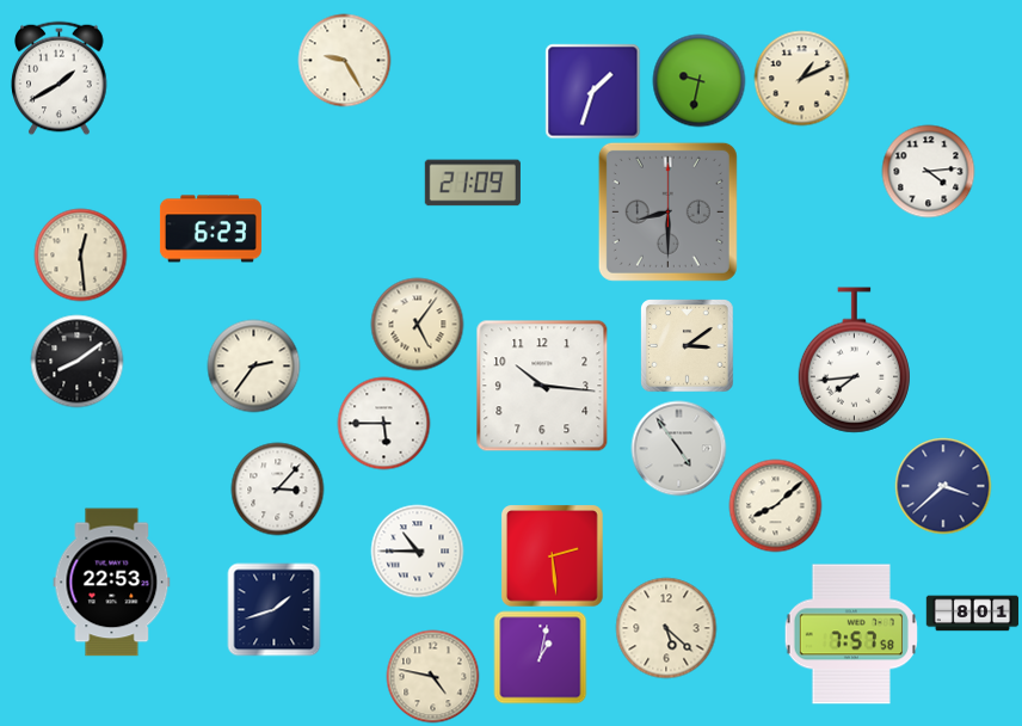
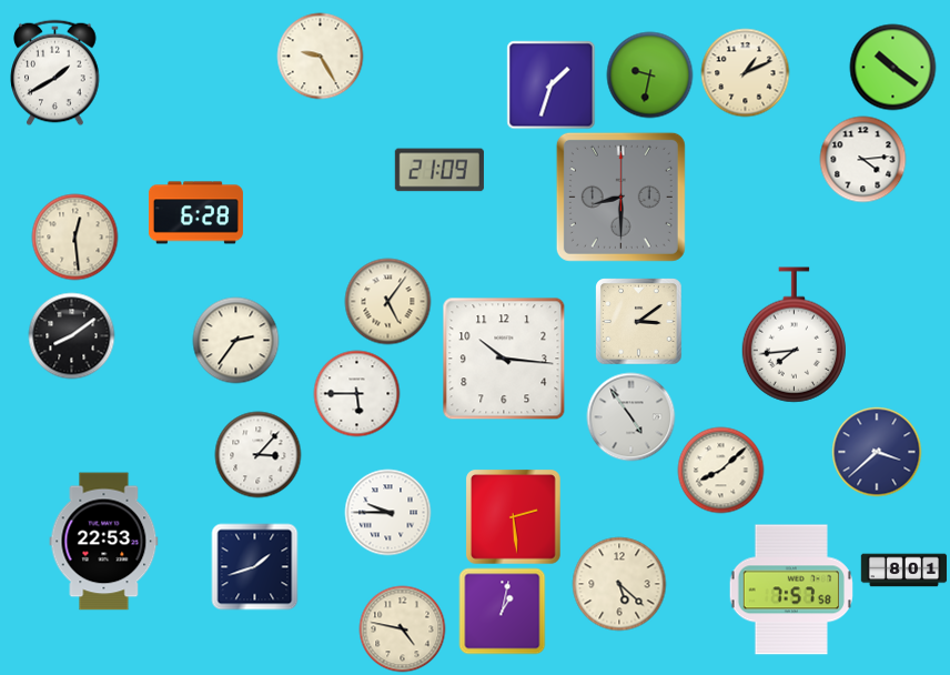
clock at (892, 67): none -> 10:21
clock at (210, 229): 6:23 -> 6:28
clock at (417, 550): 10:45 -> 9:45
